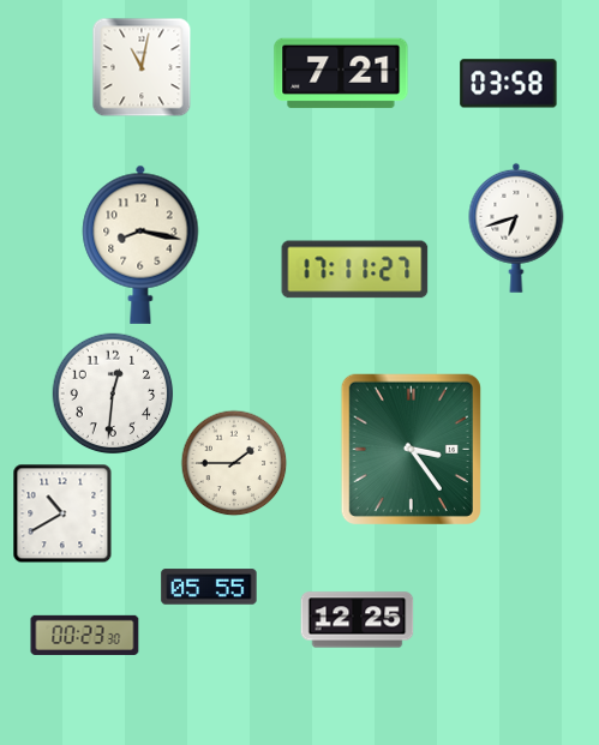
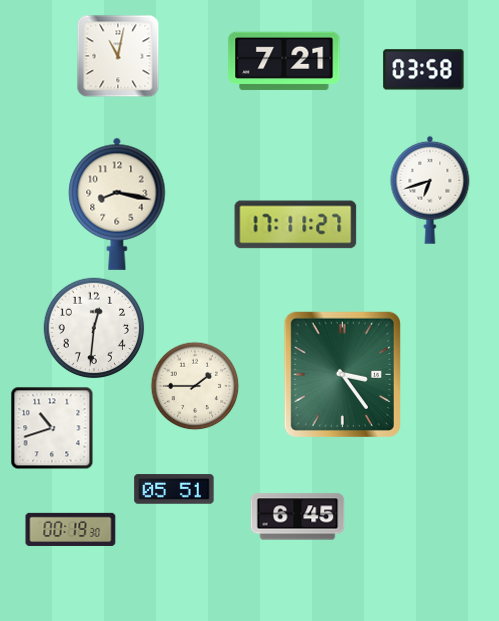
clock at (62, 513): 10:40 -> 10:42
clock at (209, 587): 05:55 -> 05:51
clock at (358, 620): 12:25 -> 6:45
clock at (85, 635): 00:23 -> 00:19
